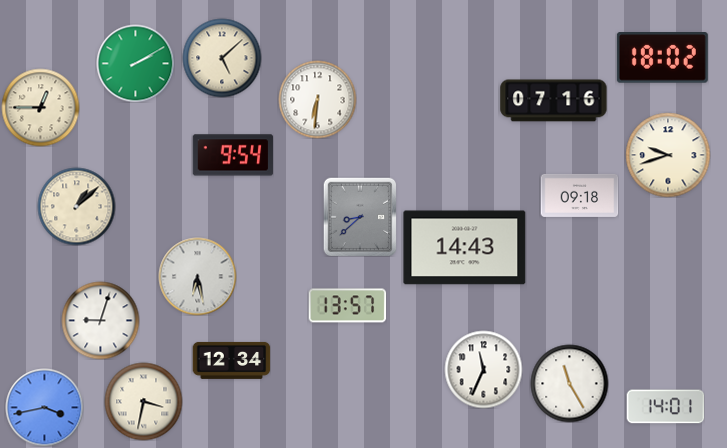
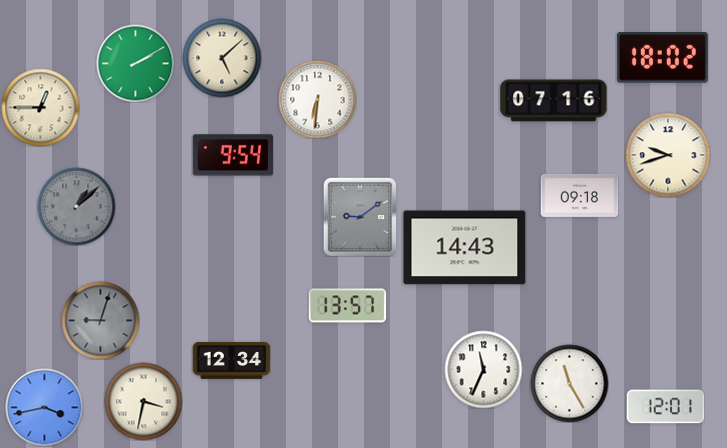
clock at (76, 206) dial: cream -> grey
clock at (360, 217): 8:38 -> 9:09
clock at (197, 276): 6:28 -> none
clock at (100, 320) dial: white -> grey
clock at (665, 407): 14:01 -> 12:01
